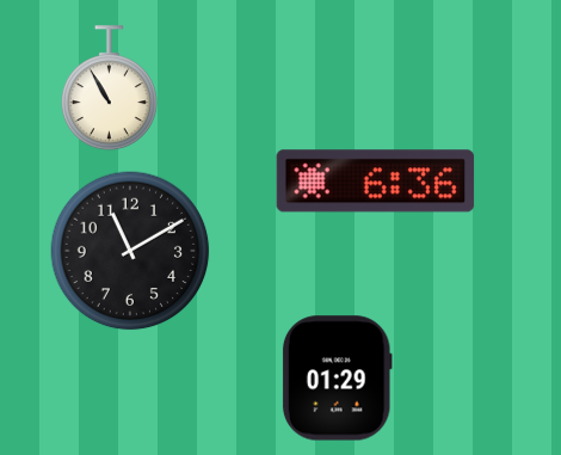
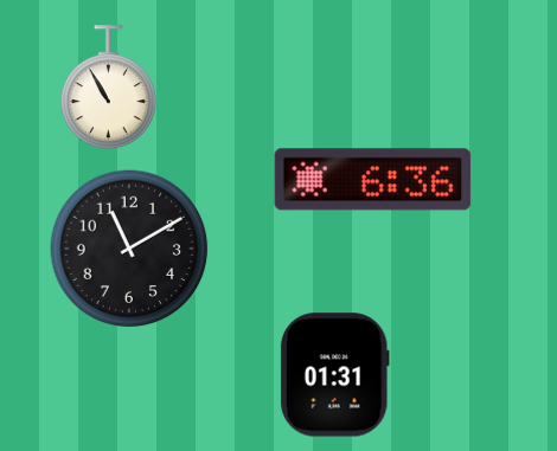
clock at (337, 379): 01:29 -> 01:31
